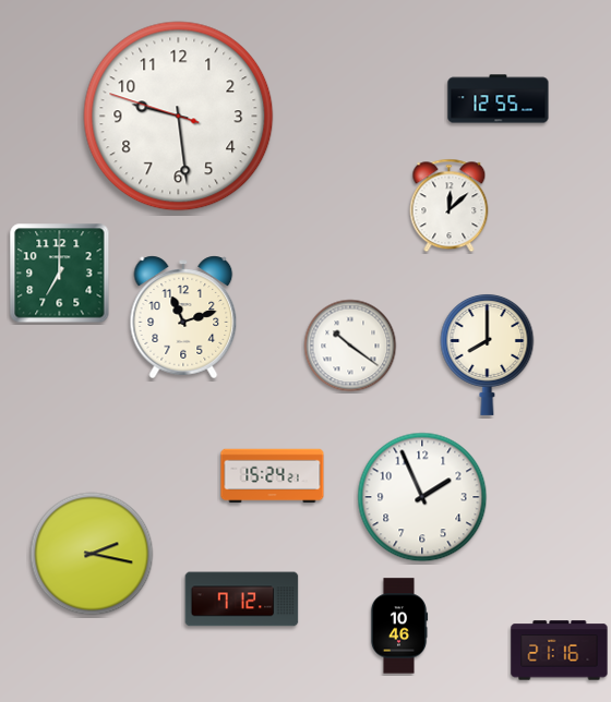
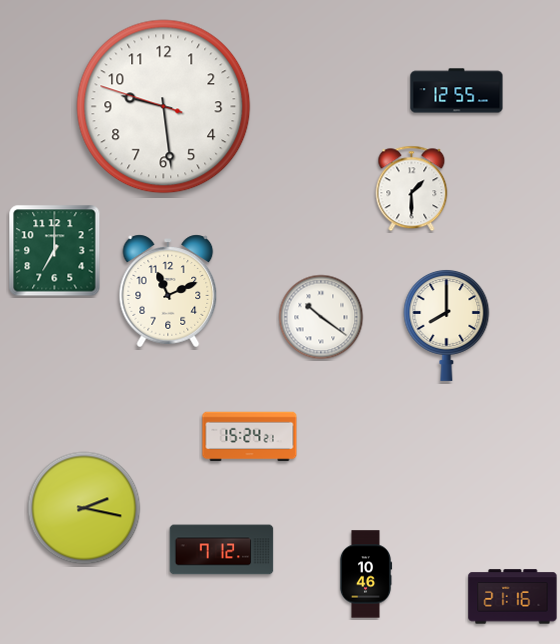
clock at (450, 206): 12:08 -> 1:30
clock at (183, 317): 11:12 -> 11:11
clock at (422, 497): 1:56 -> none
